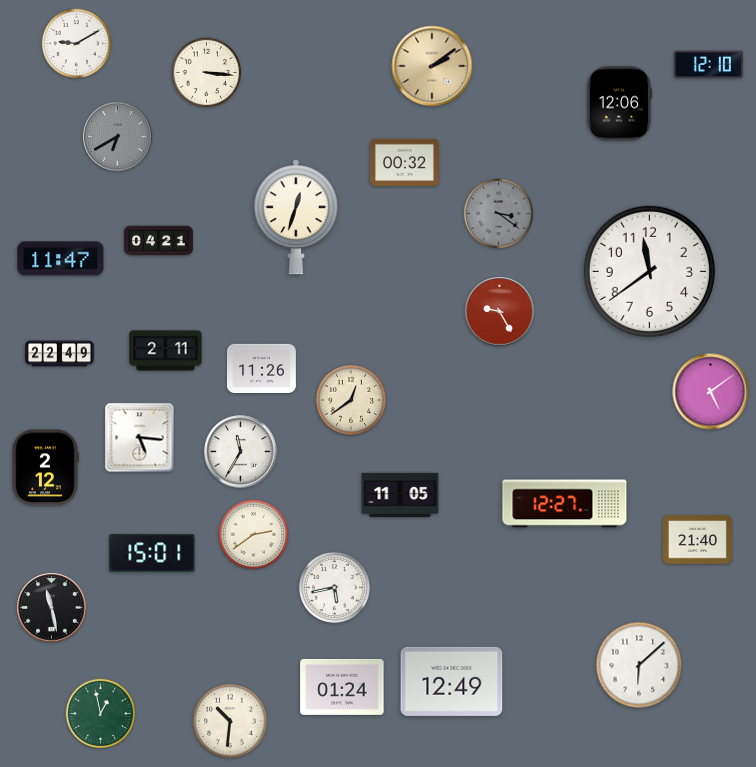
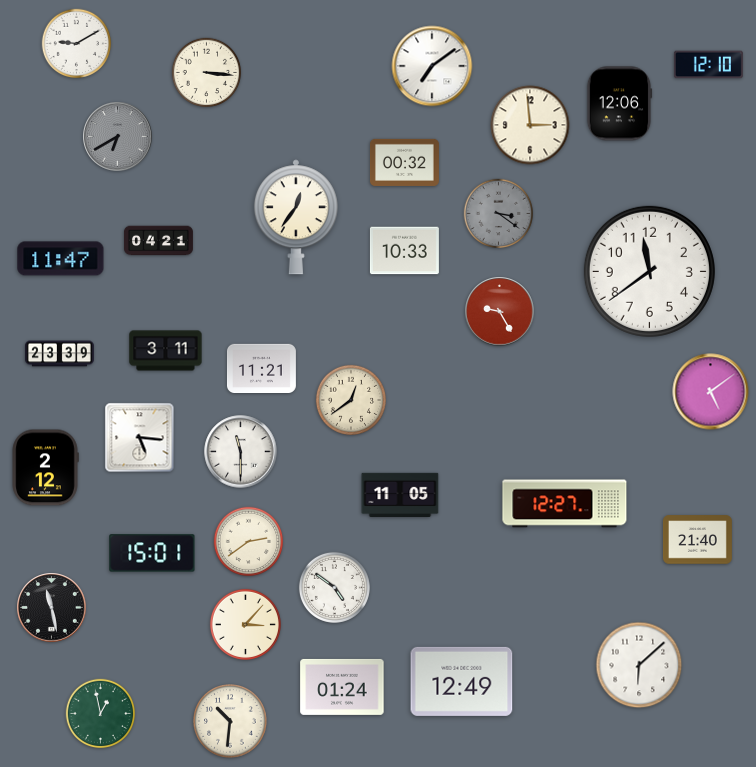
clock at (432, 66): 2:09 -> 7:09
clock at (432, 66) dial: champagne -> white
clock at (530, 125): none -> 2:59
clock at (296, 217): 12:33 -> 12:36
clock at (404, 251): none -> 10:33
clock at (166, 351): 2:11 -> 3:11
clock at (59, 354): 22:49 -> 23:39
clock at (261, 368): 11:26 -> 11:21
clock at (241, 452): 11:35 -> 11:30
clock at (254, 535) position: (254, 535) -> (249, 542)
clock at (334, 587): 5:43 -> 4:51
clock at (245, 624): none -> 3:07
clock at (452, 681) position: (452, 681) -> (462, 681)
